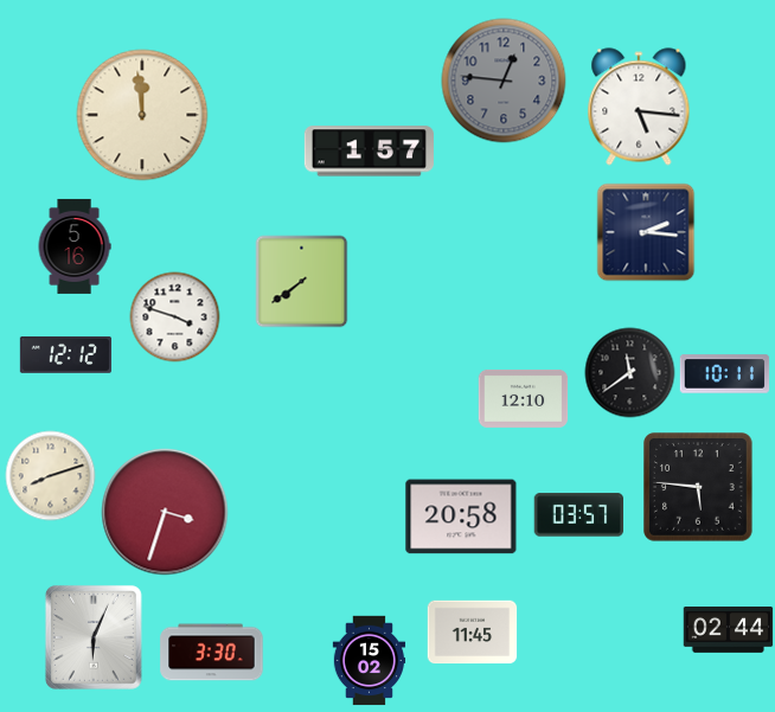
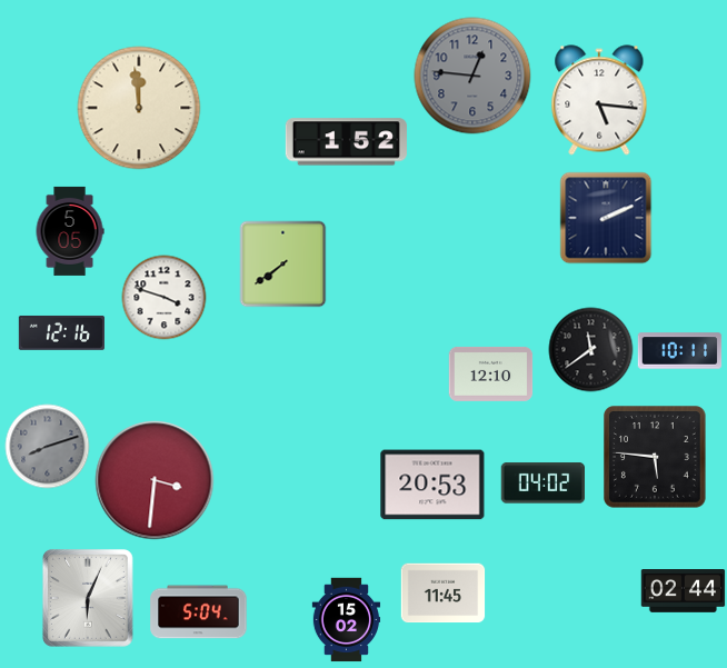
clock at (142, 115) position: (142, 115) -> (139, 108)
clock at (369, 152): 1:57 -> 1:52
clock at (646, 232): 2:16 -> 2:11
clock at (75, 246): 5:16 -> 5:05
clock at (65, 354): 12:12 -> 12:16
clock at (51, 476) dial: cream -> grey
clock at (165, 512): 3:33 -> 3:31
clock at (578, 515): 03:57 -> 04:02
clock at (461, 517): 20:58 -> 20:53
clock at (212, 653): 3:30 -> 5:04
